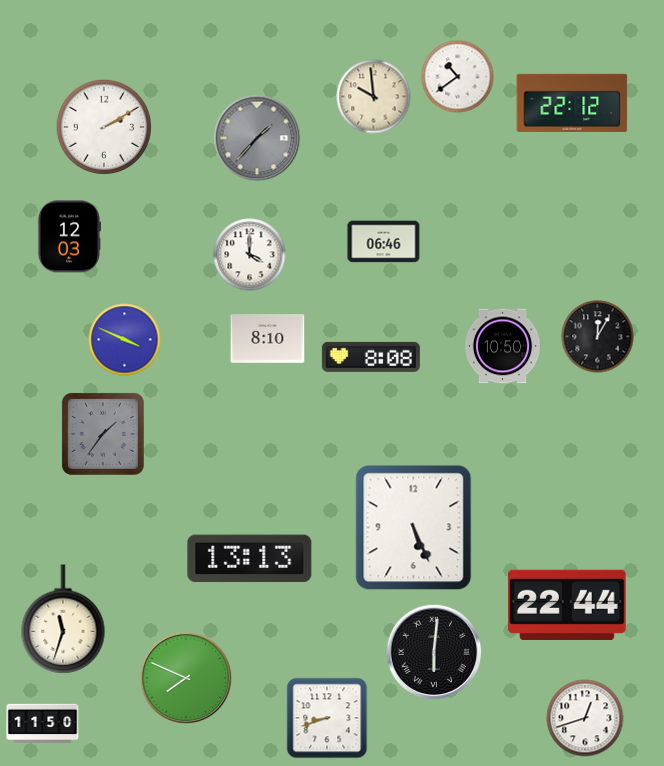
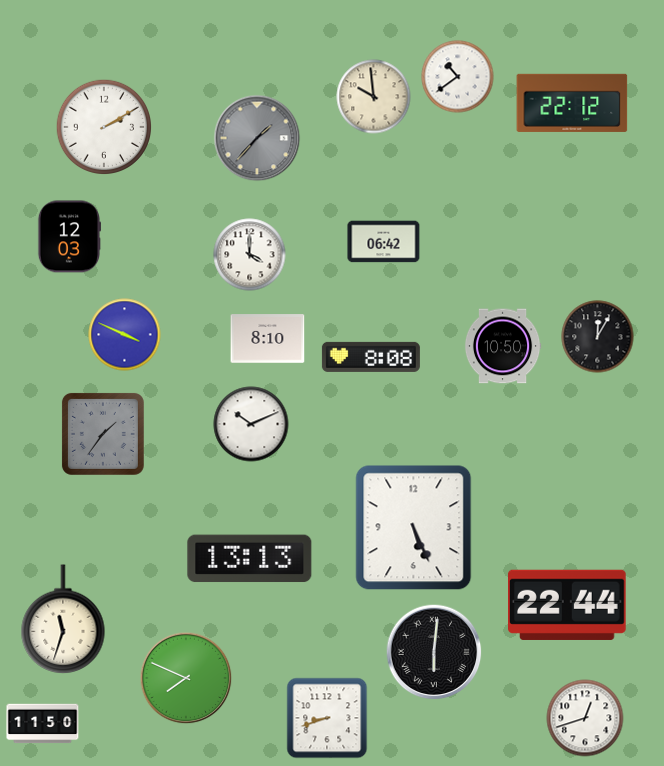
clock at (384, 242): 06:46 -> 06:42
clock at (125, 340) position: (125, 340) -> (125, 335)
clock at (251, 424): none -> 10:11
